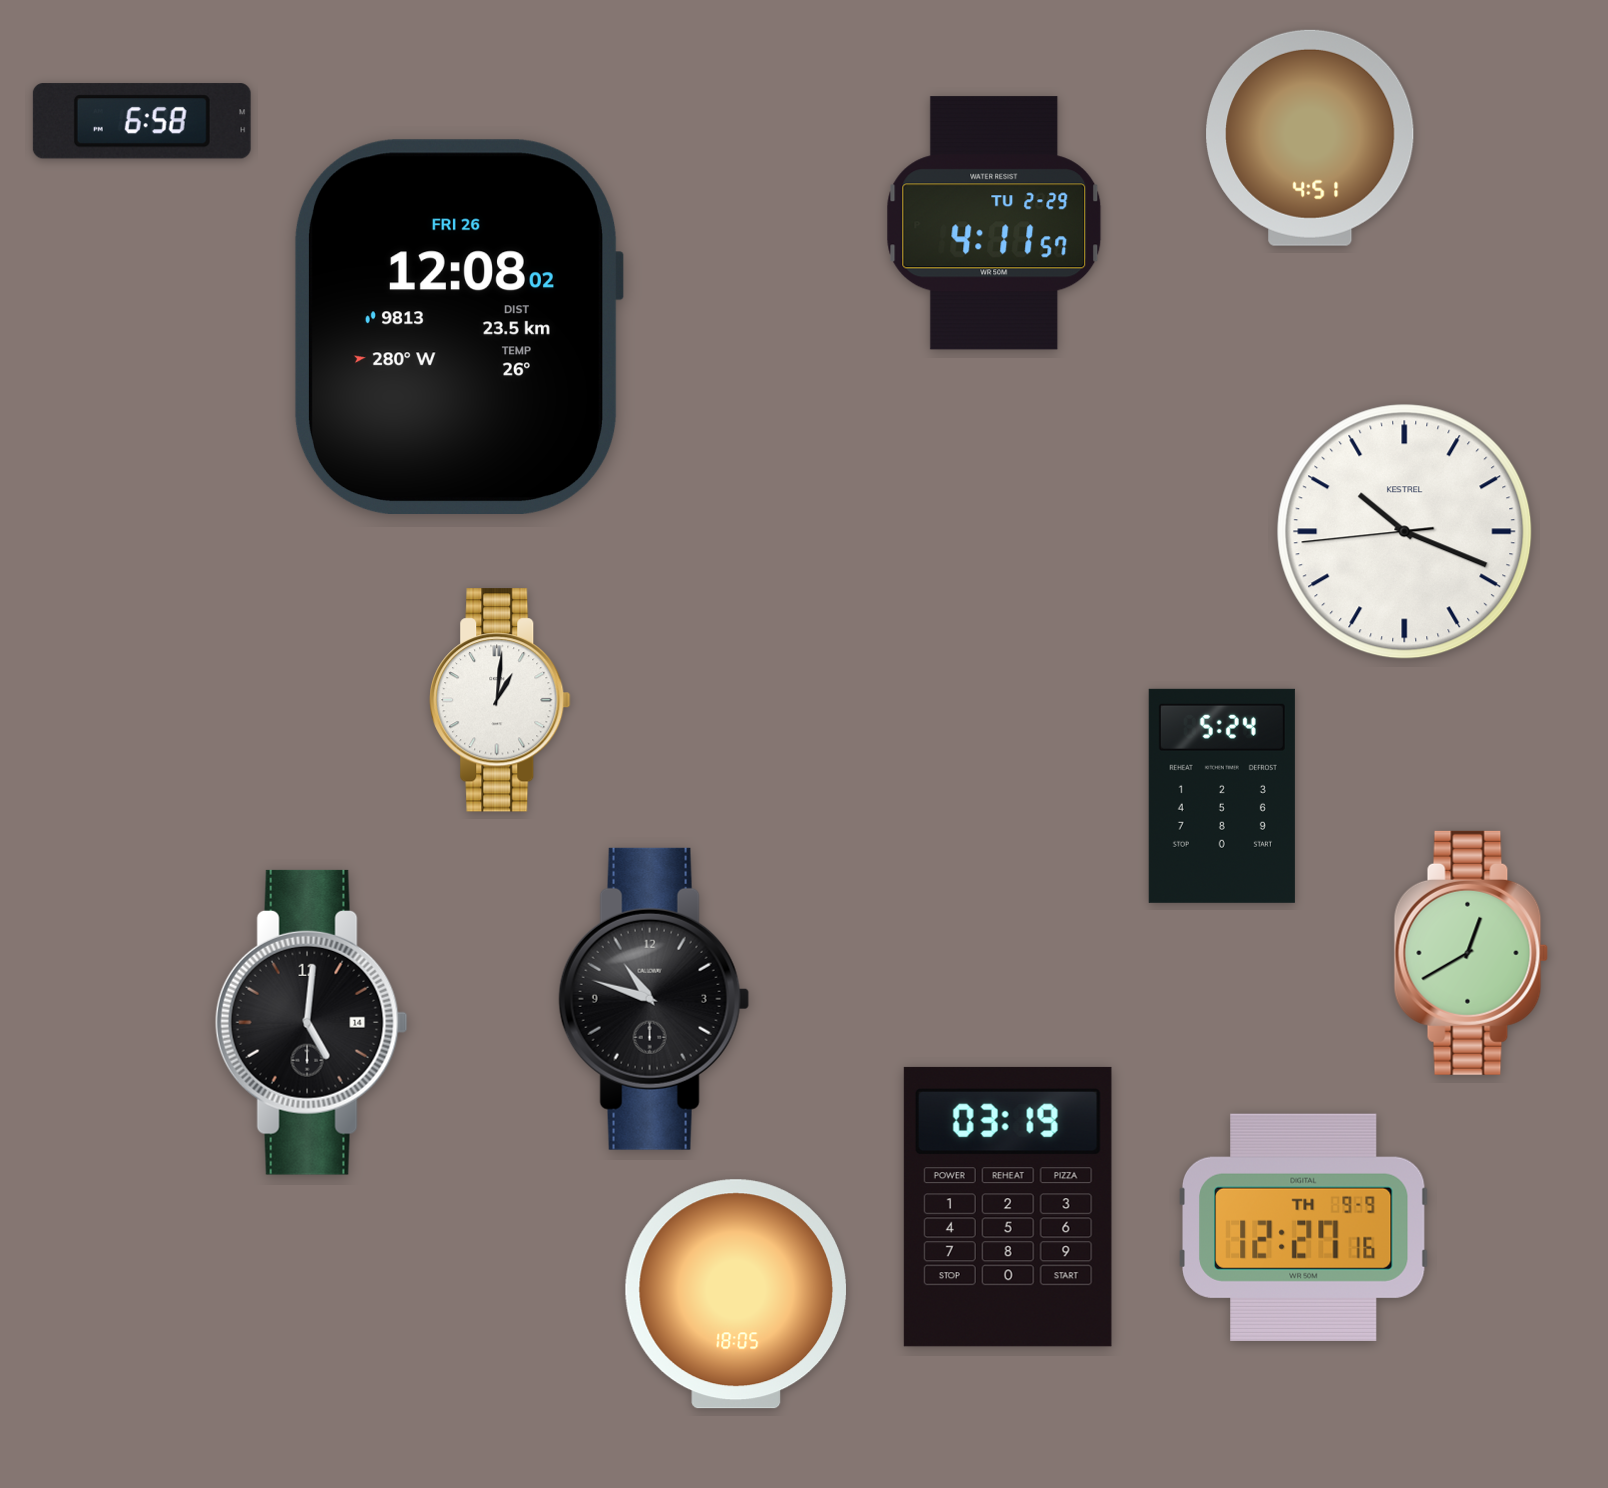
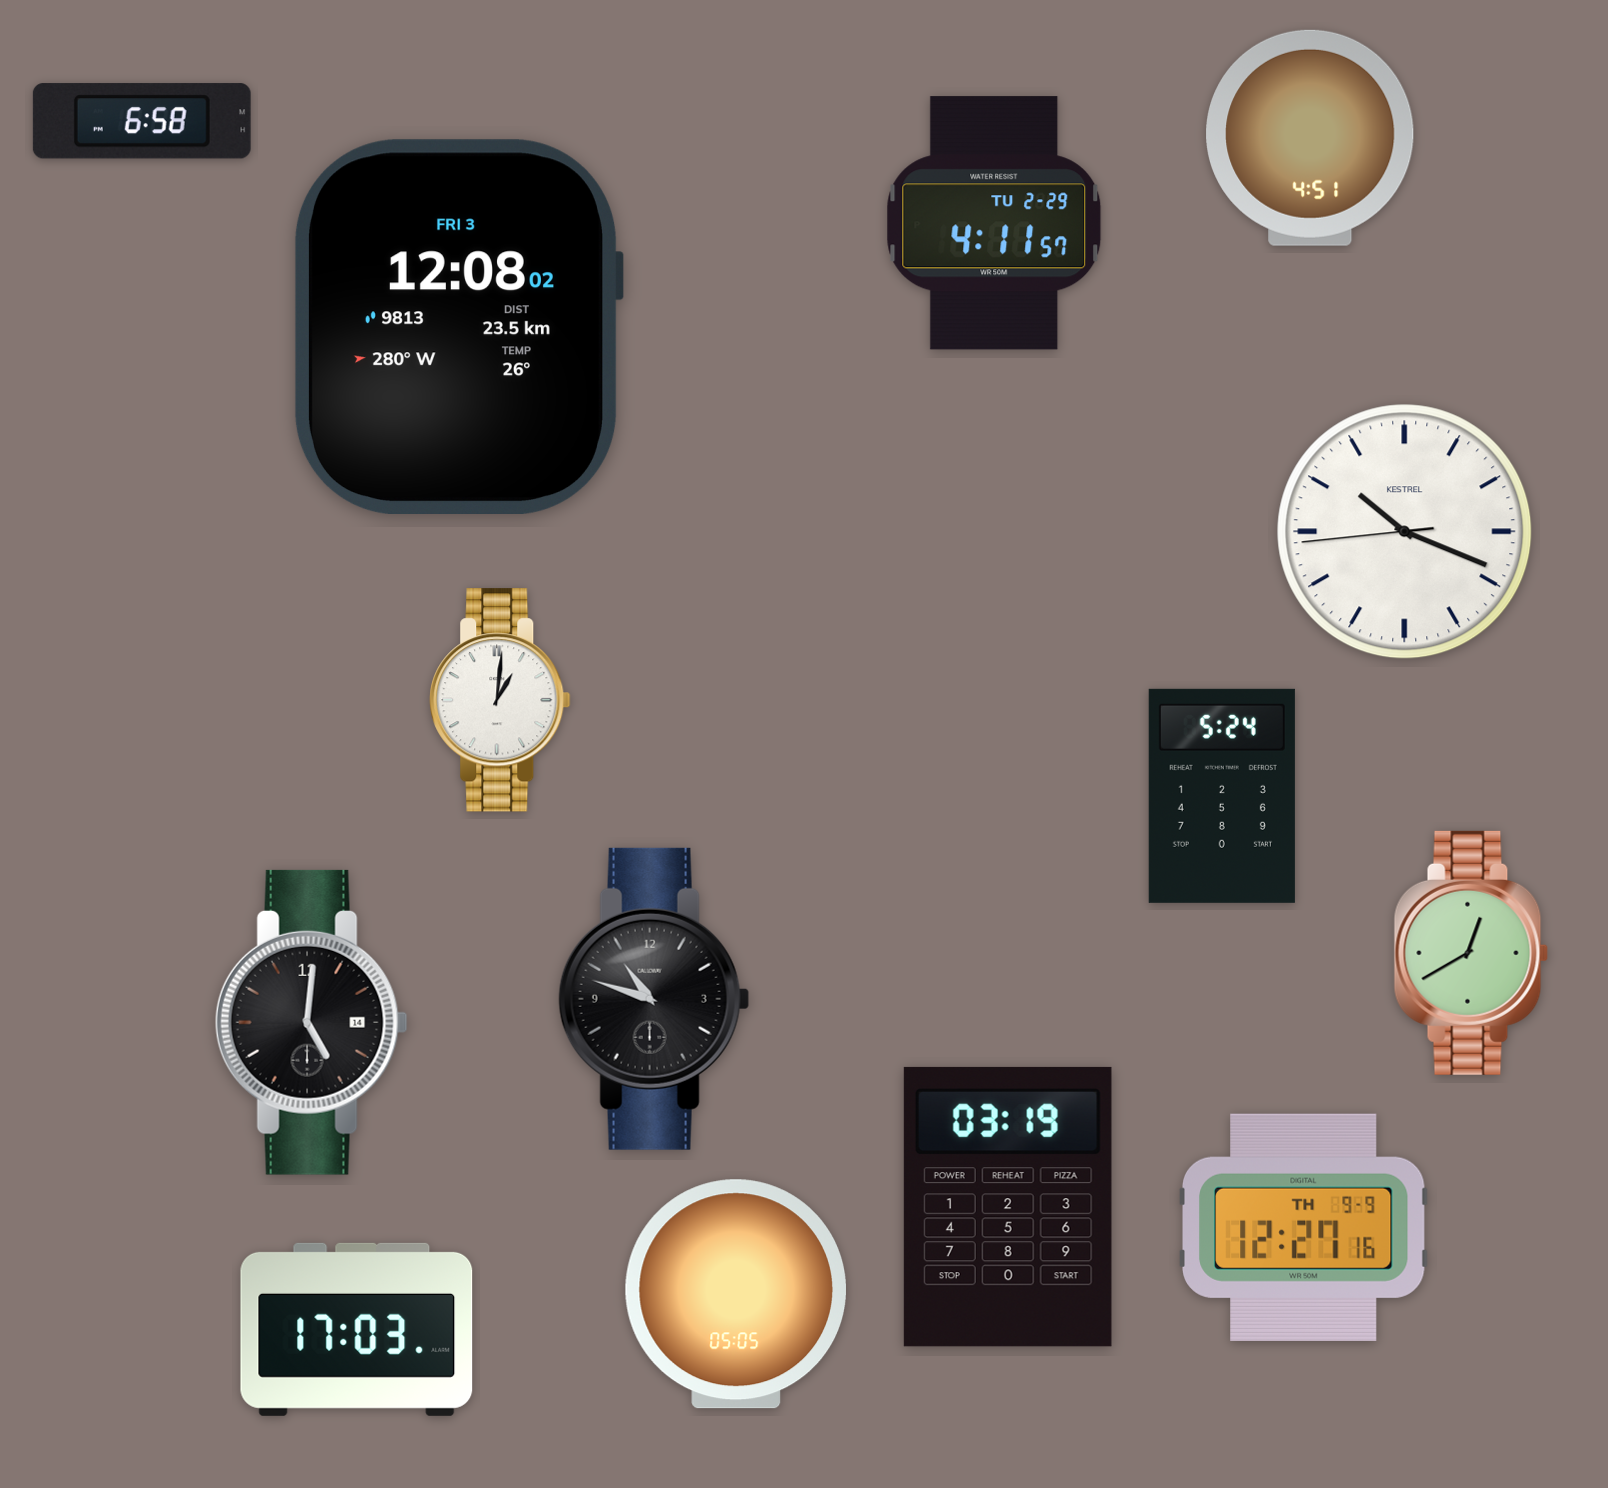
clock at (458, 326) date: FRI 26 -> FRI 3
clock at (736, 1294): 18:05 -> 05:05
clock at (357, 1329): none -> 17:03
